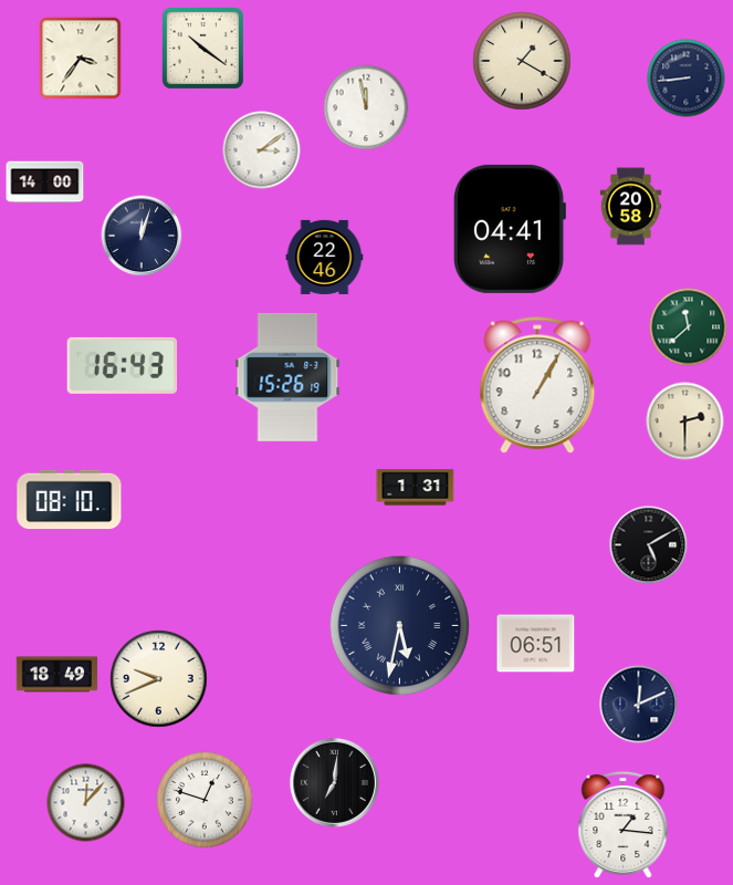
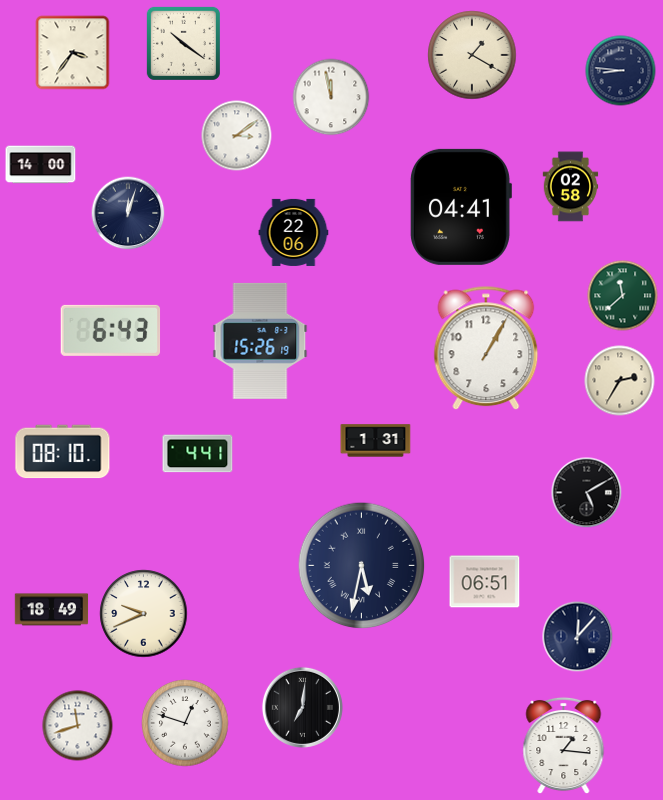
clock at (687, 79): 8:44 -> 8:46
clock at (631, 207): 20:58 -> 02:58
clock at (325, 257): 22:46 -> 22:06
clock at (123, 365): 16:43 -> 6:43
clock at (685, 421): 2:30 -> 2:35
clock at (198, 454): none -> 4:41
clock at (639, 705): 12:11 -> 12:07
clock at (86, 803): 12:07 -> 11:42
